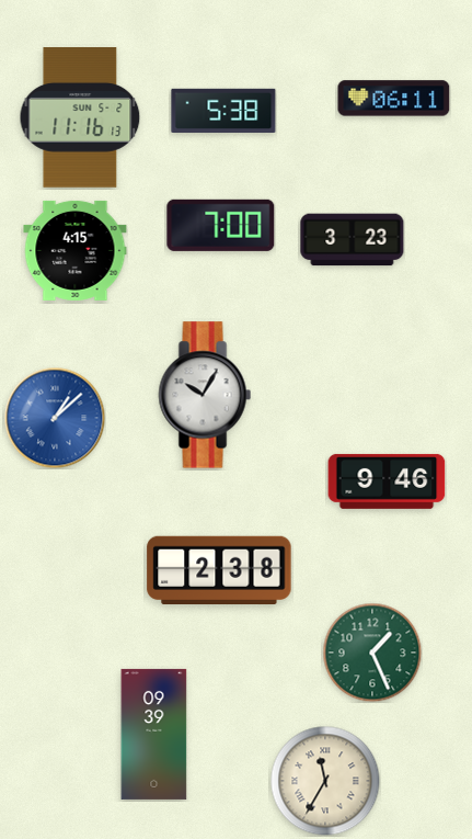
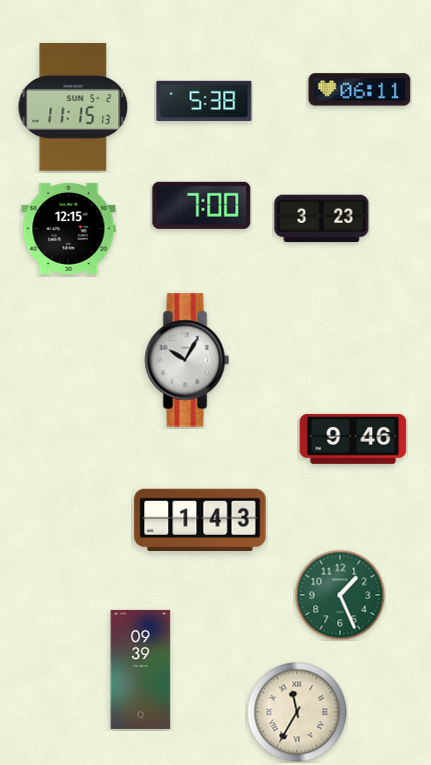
clock at (80, 117): 11:16 -> 11:15
clock at (76, 250): 4:15 -> 12:15
clock at (55, 418): 1:08 -> none
clock at (219, 569): 2:38 -> 1:43
